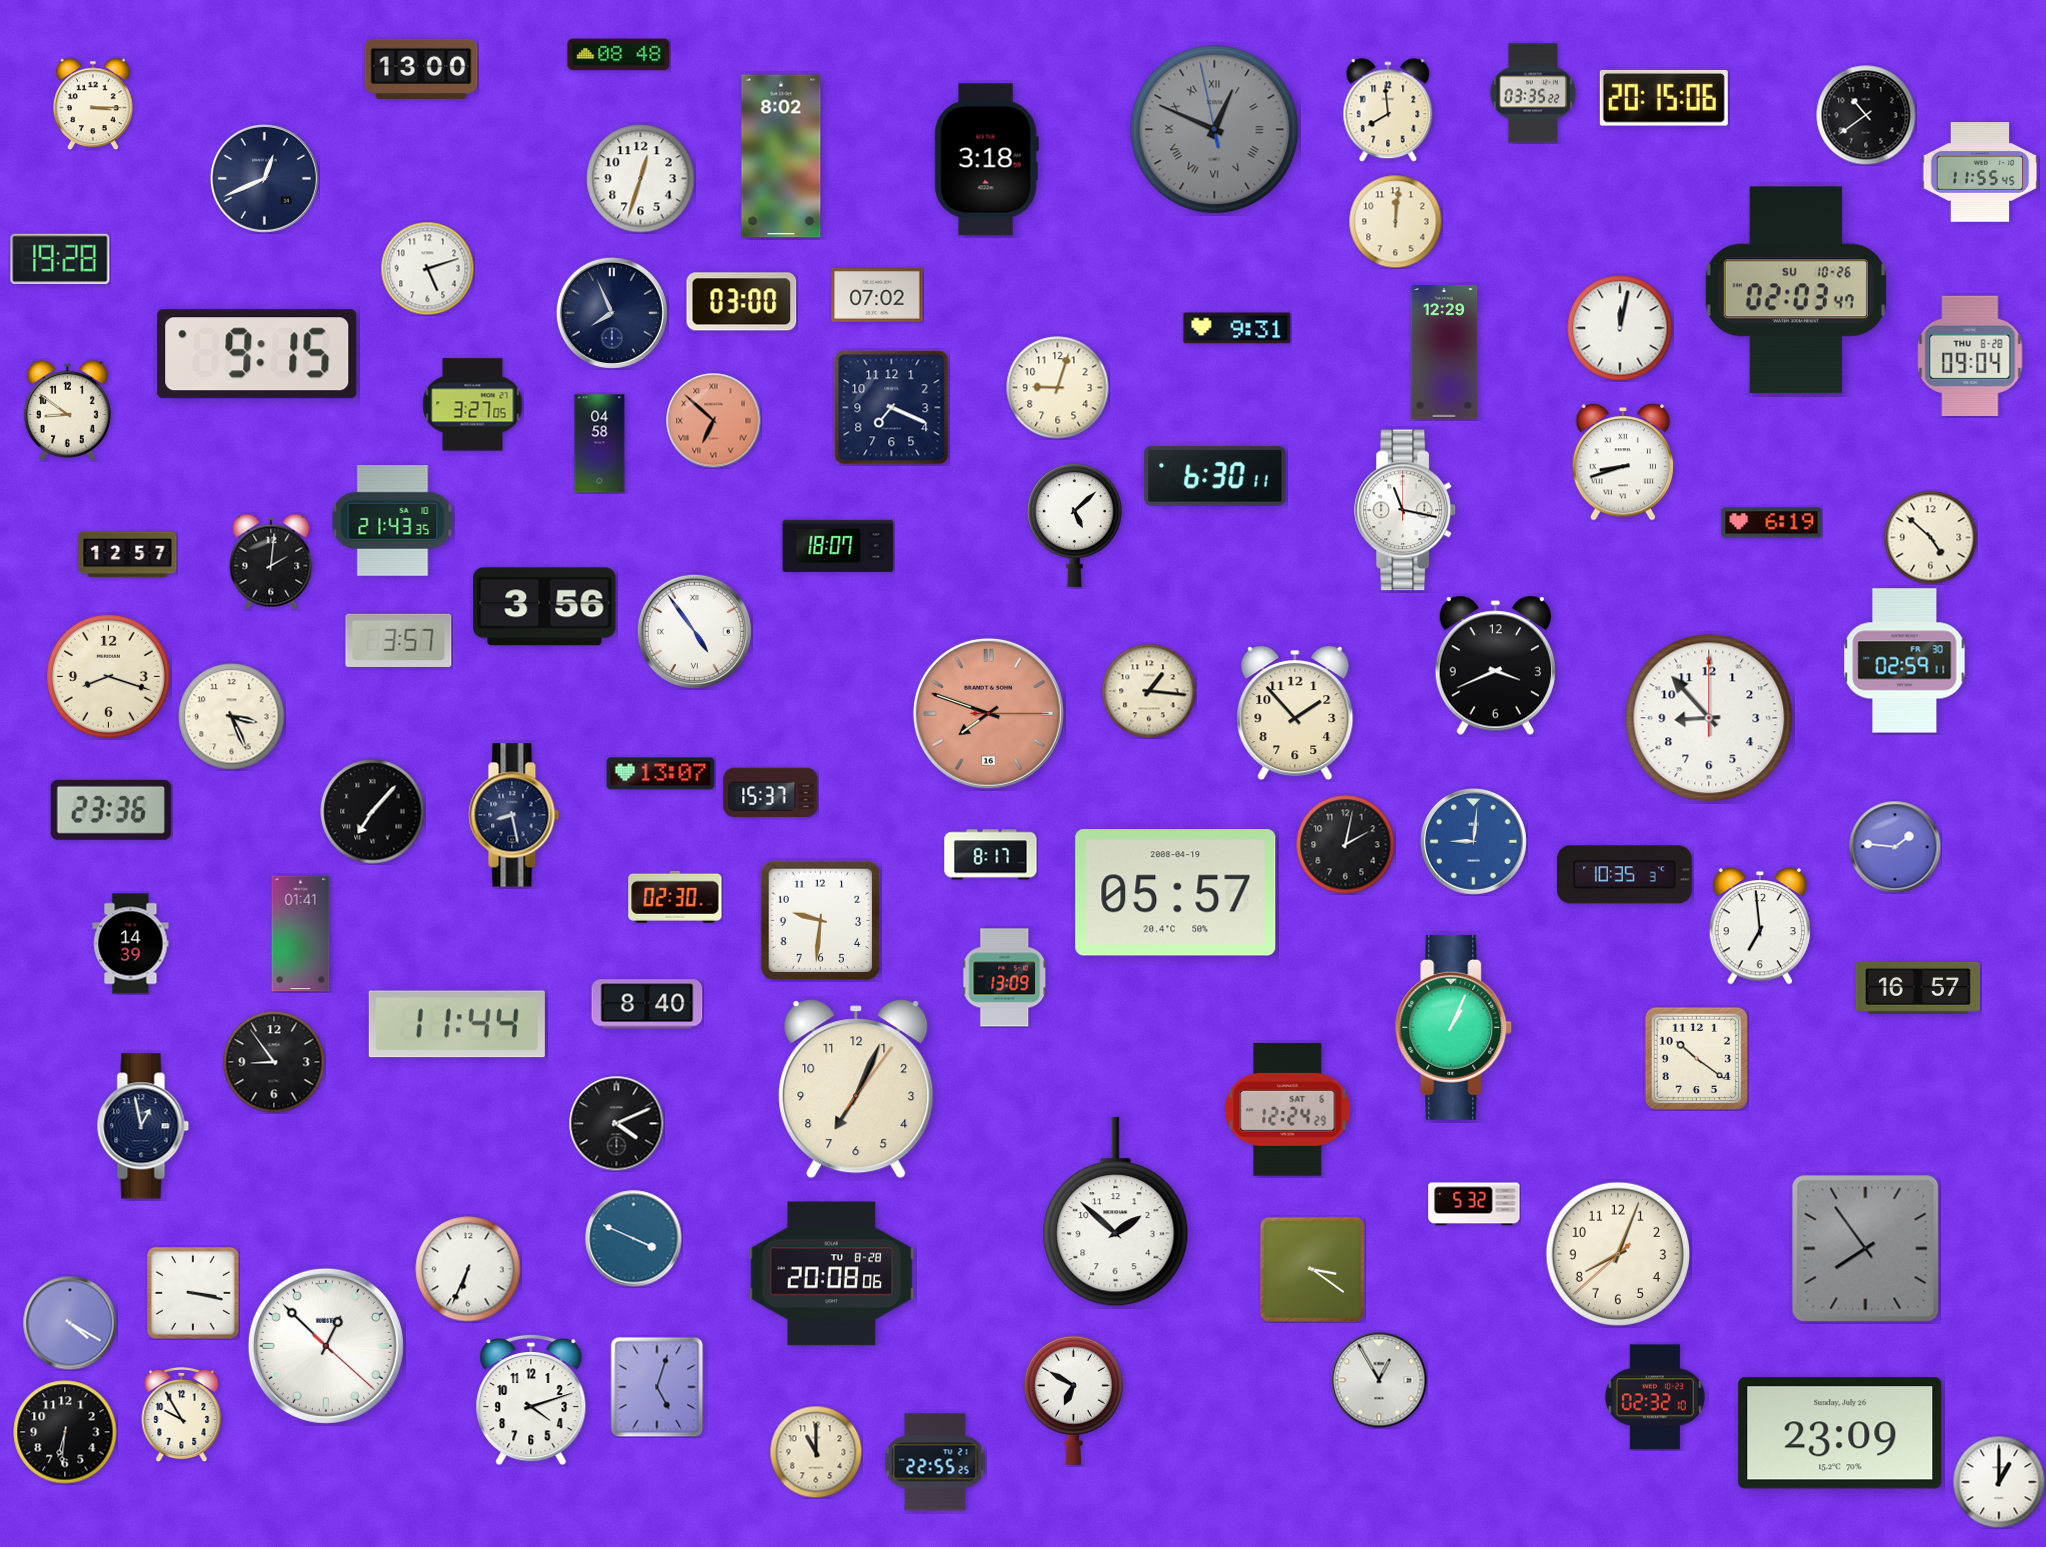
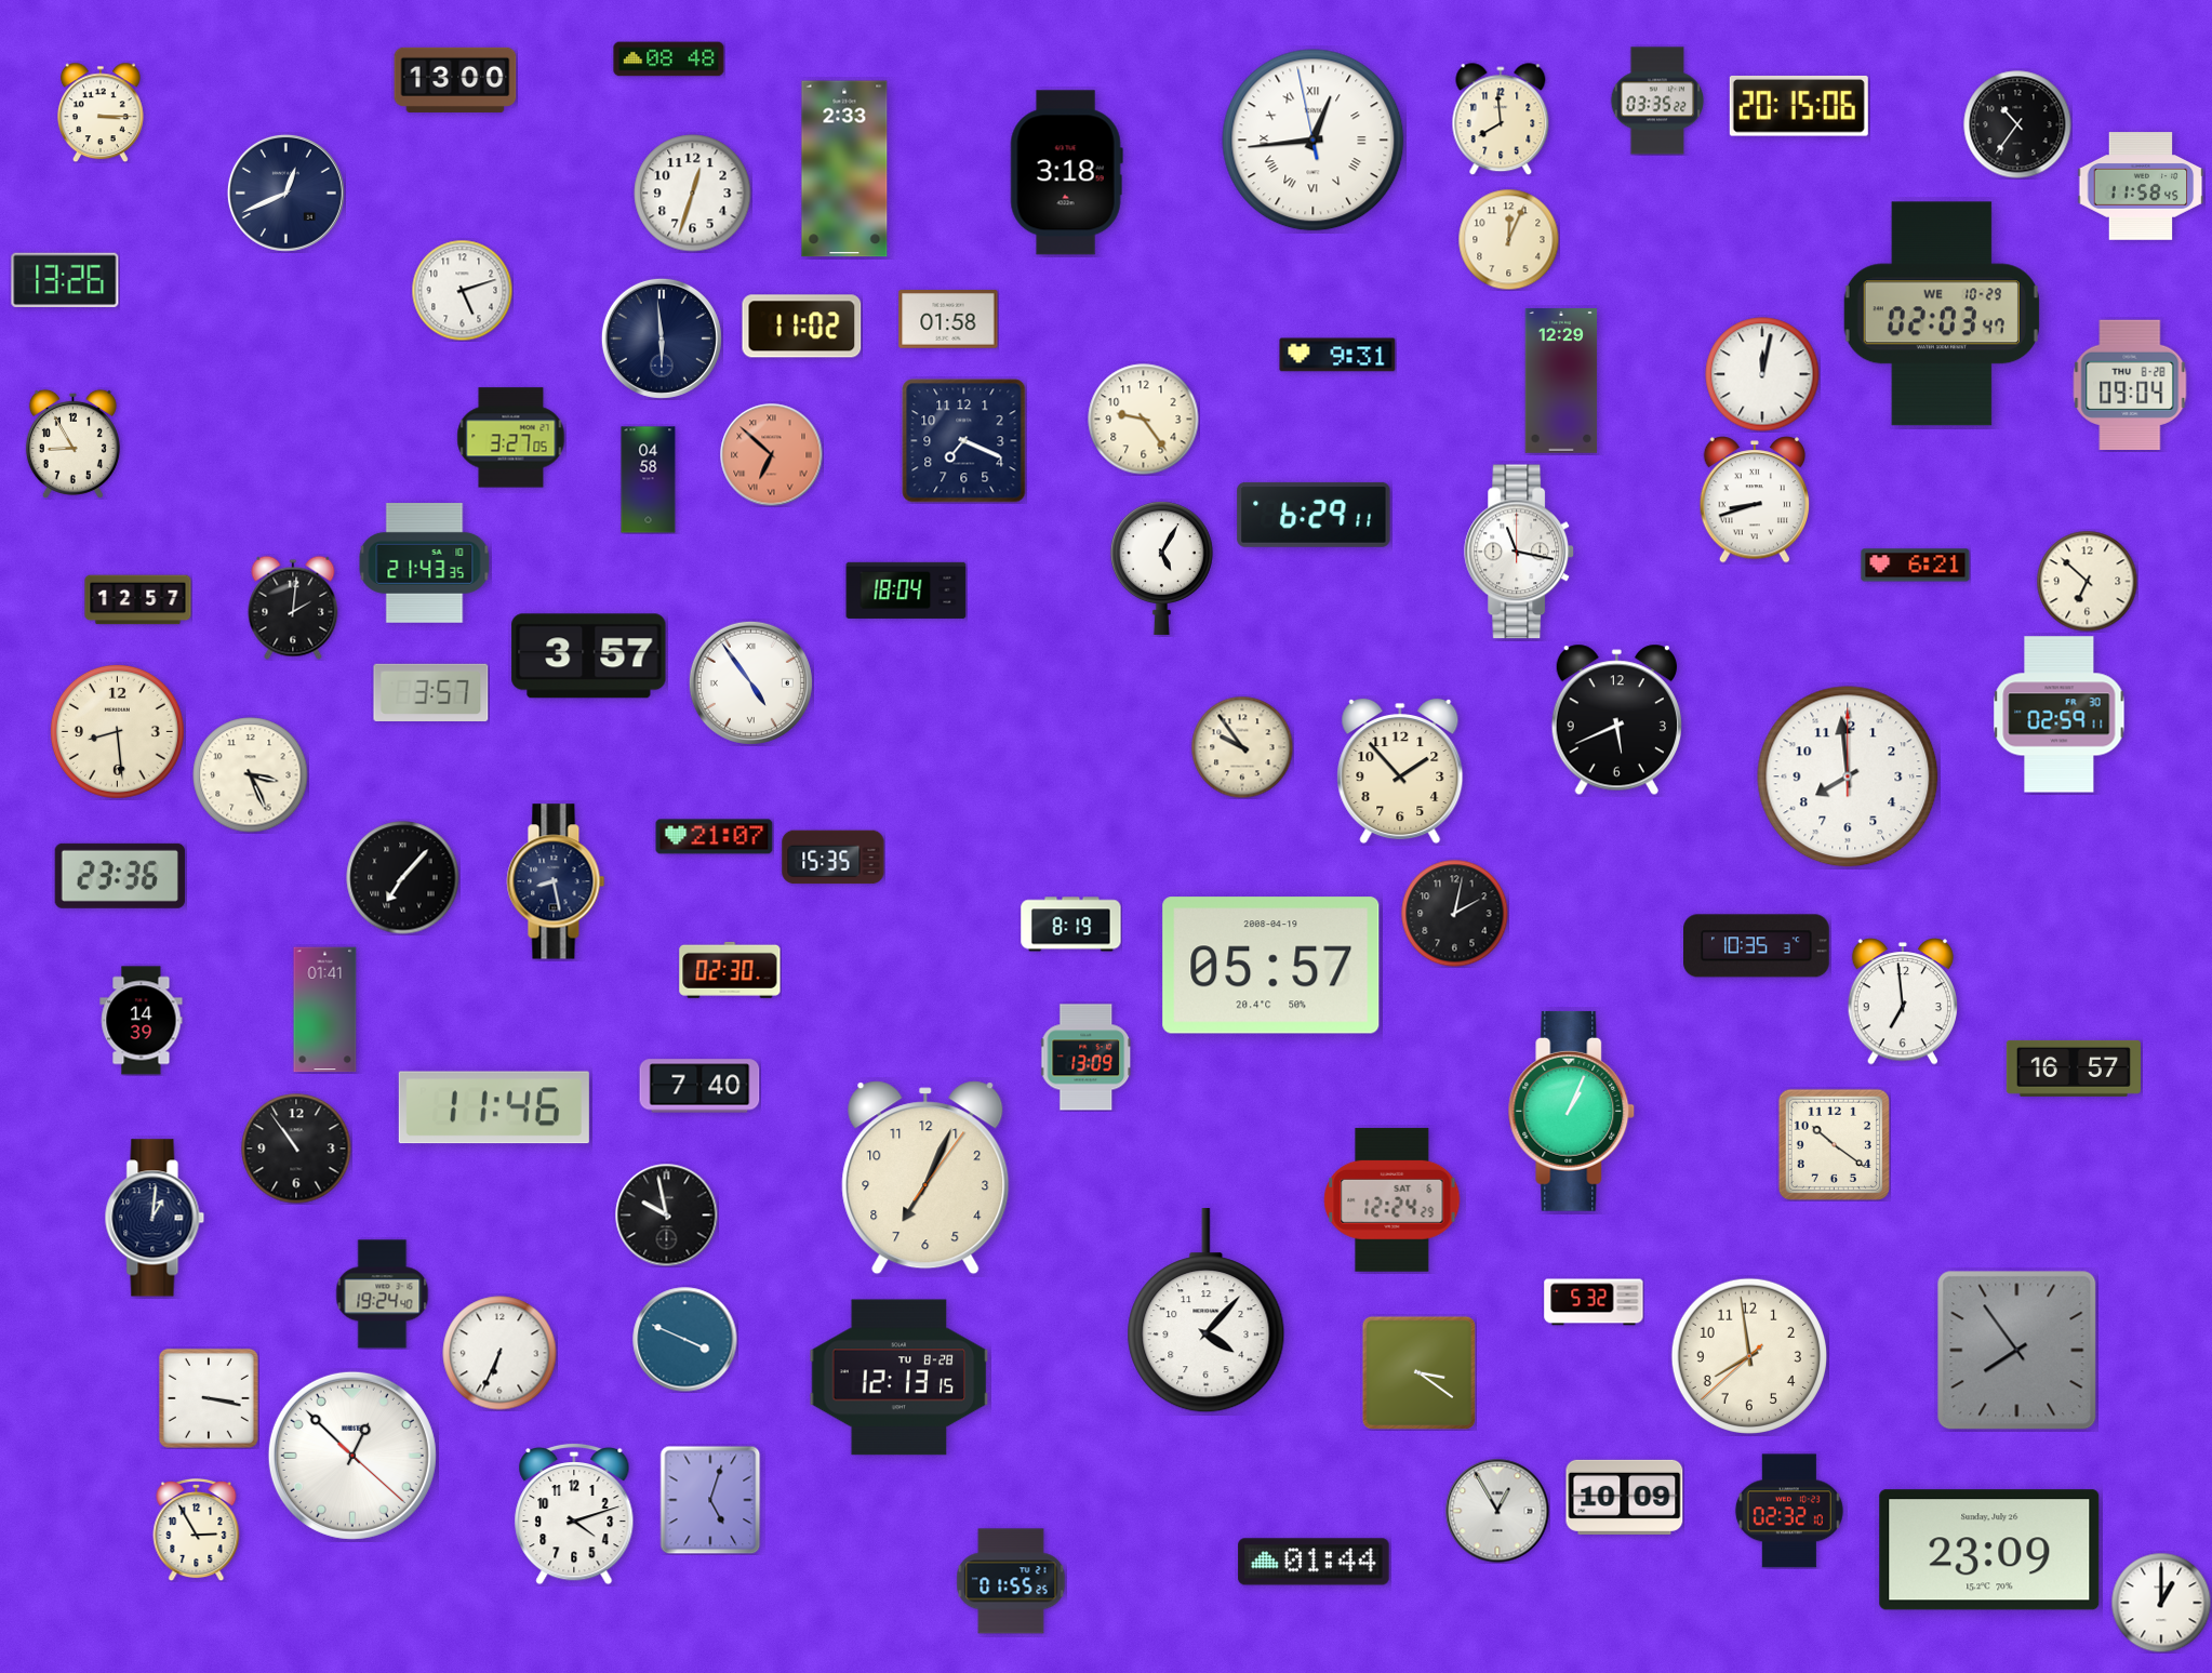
clock at (421, 69) position: (421, 69) -> (455, 80)
clock at (1866, 115): 10:39 -> 10:36
clock at (1215, 130): 12:48 -> 12:43
clock at (1215, 130) dial: grey -> white
clock at (781, 156): 8:02 -> 2:33
clock at (1980, 172): 11:55 -> 11:58
clock at (1395, 221): 12:01 -> 12:04
clock at (60, 258): 19:28 -> 13:26
clock at (1796, 290) date: SU 10-26 -> WE 10-29
clock at (877, 296): 07:02 -> 01:58
clock at (742, 302): 03:00 -> 11:02
clock at (612, 313): 7:56 -> 5:59
clock at (1620, 328) position: (1620, 328) -> (1762, 374)
clock at (257, 354): 9:15 -> none
clock at (1058, 388): 9:03 -> 9:24
clock at (67, 410): 8:51 -> 8:55
clock at (1215, 476): 6:30 -> 6:29
clock at (1772, 523): 6:19 -> 6:21
clock at (1074, 525): 5:08 -> 5:05
clock at (1930, 537): 4:52 -> 6:52
clock at (838, 546): 18:07 -> 18:04
clock at (545, 607): 3:56 -> 3:57
clock at (1495, 666): 3:41 -> 5:41
clock at (108, 676): 8:18 -> 8:29
clock at (1149, 691): 1:16 -> 9:54
clock at (988, 713): 7:48 -> none
clock at (1709, 718): 8:53 -> 7:59
clock at (661, 774): 13:07 -> 21:07
clock at (771, 793): 15:37 -> 15:35
clock at (1473, 841): 9:01 -> none
clock at (1895, 847): 1:46 -> none
clock at (991, 855): 8:17 -> 8:19
clock at (821, 921): 9:31 -> none
clock at (647, 1004): 8:40 -> 7:40
clock at (457, 1024): 11:44 -> 11:46
clock at (274, 1062): 8:54 -> 10:54
clock at (616, 1123): 4:11 -> 9:58
clock at (143, 1126): 12:58 -> 1:01
clock at (383, 1294): none -> 19:24
clock at (1116, 1213): 1:52 -> 4:07
clock at (1617, 1253): 8:03 -> 7:58
clock at (468, 1269) position: (468, 1269) -> (499, 1353)
clock at (832, 1274): 20:08 -> 12:13
clock at (70, 1323): 4:20 -> none
clock at (1379, 1380) position: (1379, 1380) -> (1497, 1511)
clock at (1625, 1497): none -> 10:09
clock at (1073, 1400): 6:50 -> none
clock at (182, 1415): 9:55 -> 2:55
clock at (65, 1432): 6:31 -> none
clock at (1314, 1562): none -> 01:44
clock at (816, 1452): 11:00 -> none
clock at (935, 1462): 22:55 -> 01:55
